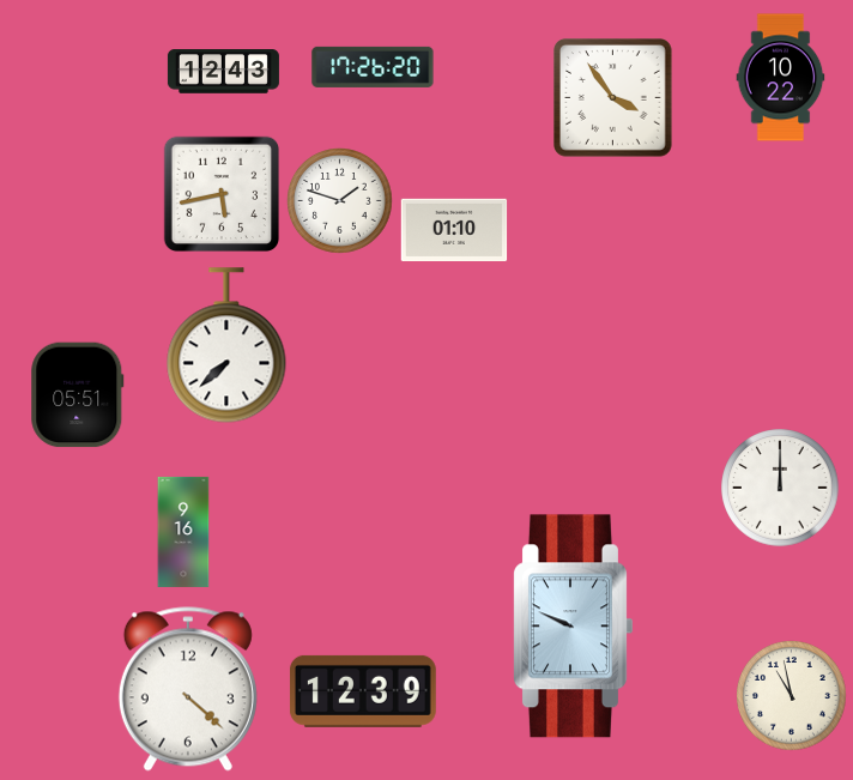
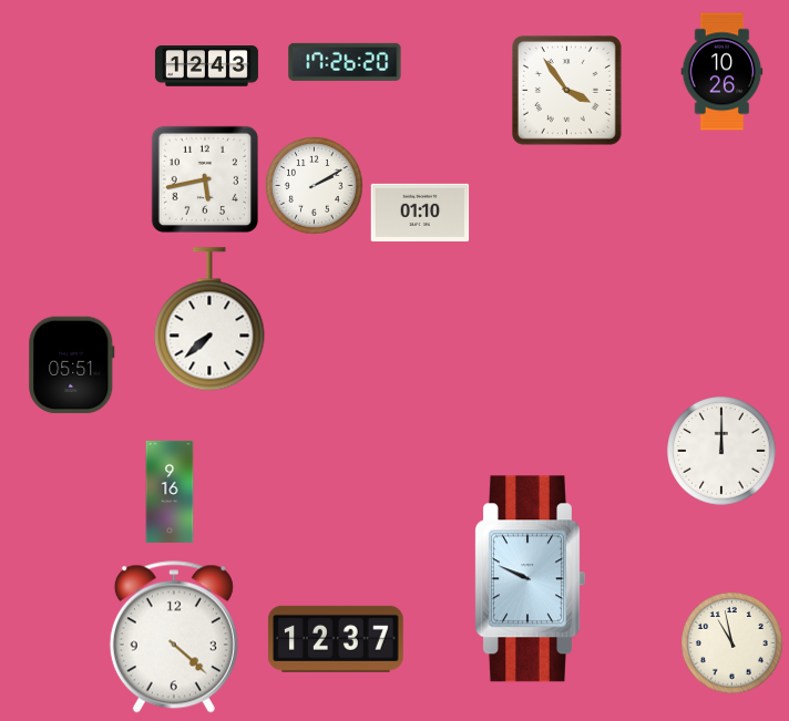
clock at (781, 78): 10:22 -> 10:26
clock at (340, 201): 1:48 -> 2:10
clock at (363, 691): 12:39 -> 12:37
